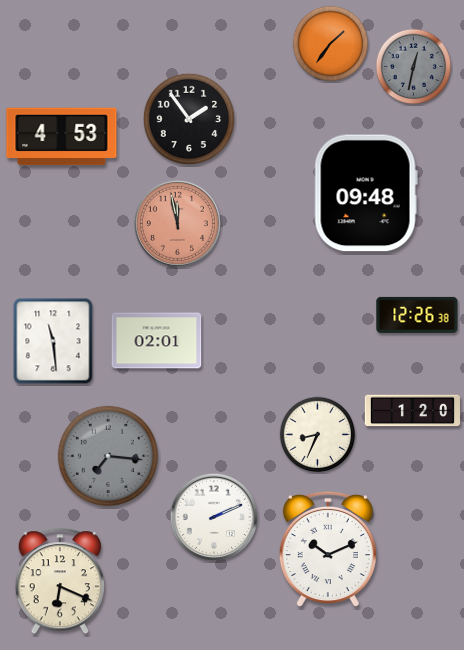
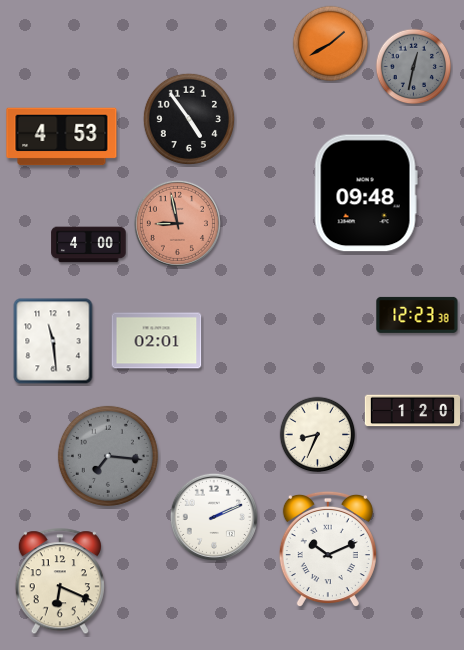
clock at (331, 44): 1:36 -> 1:40
clock at (189, 119): 1:54 -> 4:54
clock at (177, 223): 11:58 -> 8:58
clock at (89, 245): none -> 4:00
clock at (417, 315): 12:26 -> 12:23
